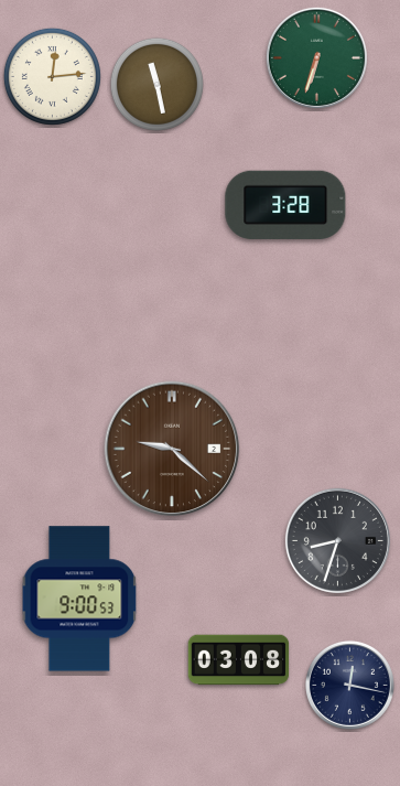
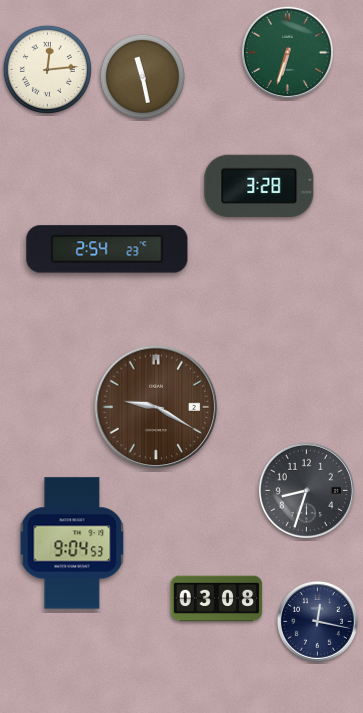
clock at (107, 249): none -> 2:54
clock at (172, 449): 9:22 -> 9:20
clock at (79, 599): 9:00 -> 9:04
